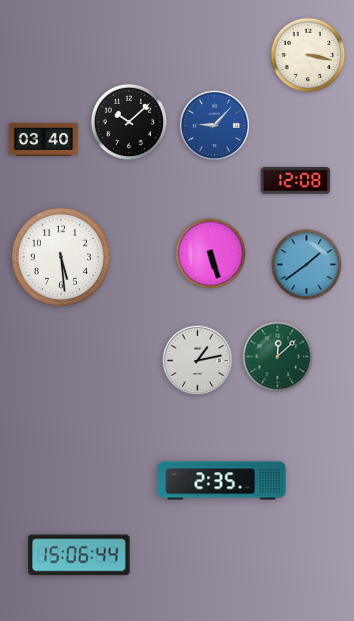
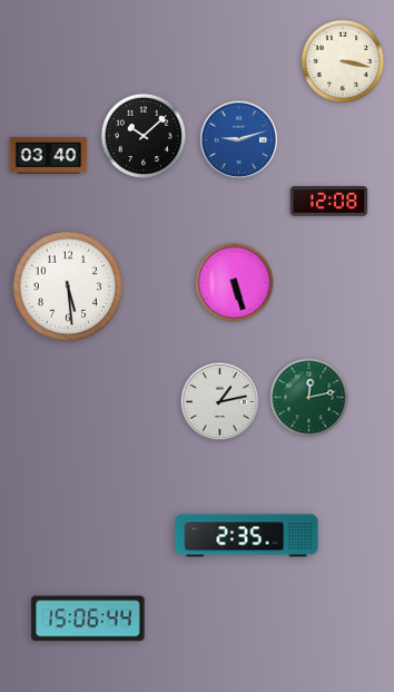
clock at (215, 126): 9:07 -> 9:12
clock at (307, 265): 1:39 -> none
clock at (278, 357): 12:08 -> 12:13
